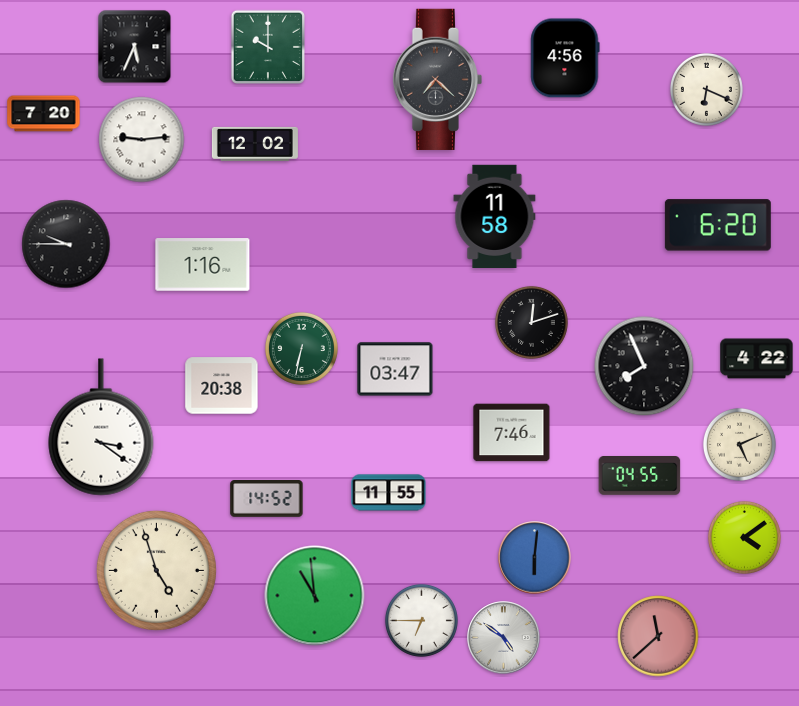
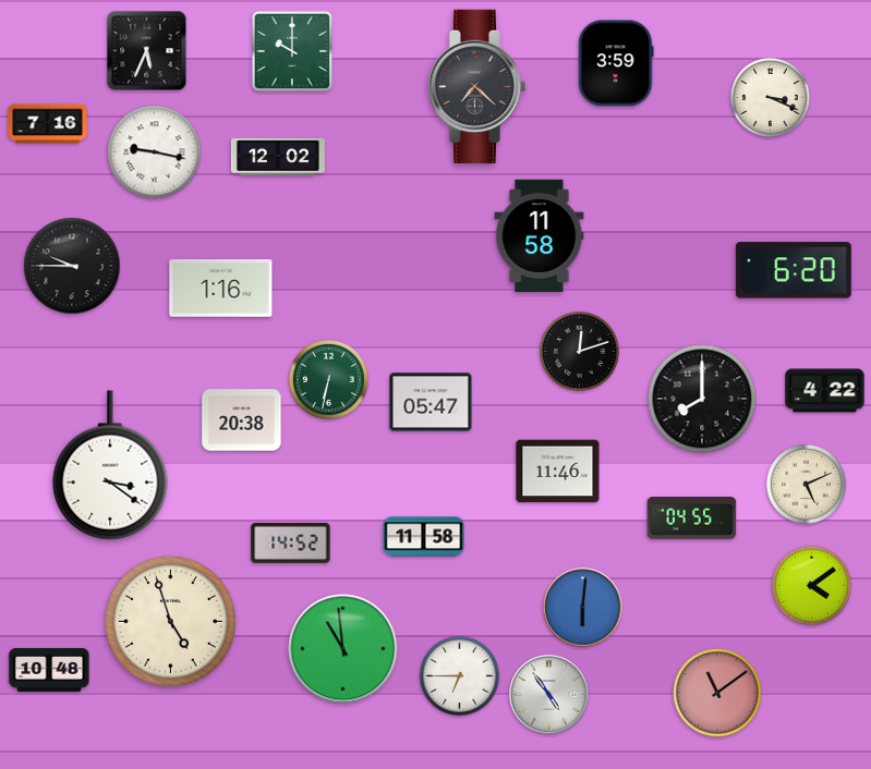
clock at (565, 58): 4:56 -> 3:59
clock at (706, 89): 6:19 -> 3:19
clock at (44, 114): 7:20 -> 7:16
clock at (142, 140): 9:14 -> 9:17
clock at (718, 225) position: (718, 225) -> (794, 270)
clock at (644, 366): 7:56 -> 8:00
clock at (395, 369): 03:47 -> 05:47
clock at (512, 433): 7:46 -> 11:46
clock at (640, 476) position: (640, 476) -> (692, 518)
clock at (389, 493): 11:55 -> 11:58
clock at (49, 670): none -> 10:48
clock at (658, 636): 11:38 -> 11:09
clock at (504, 638): 4:51 -> 4:54
